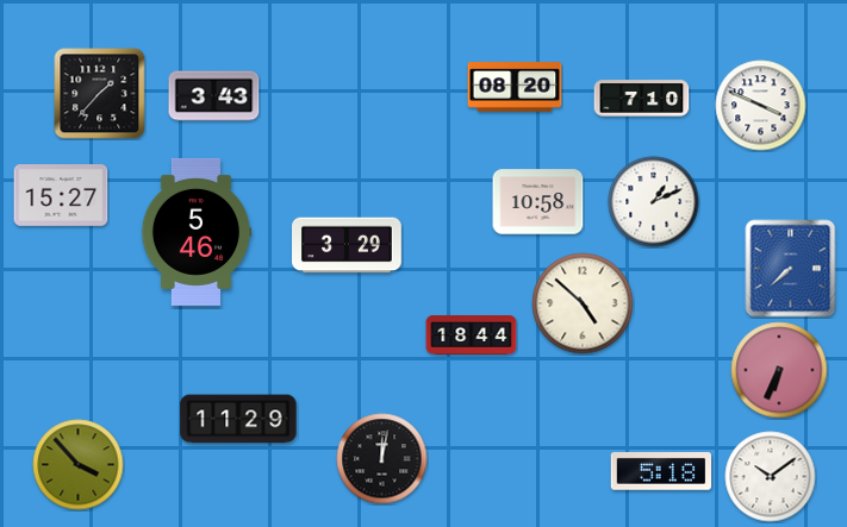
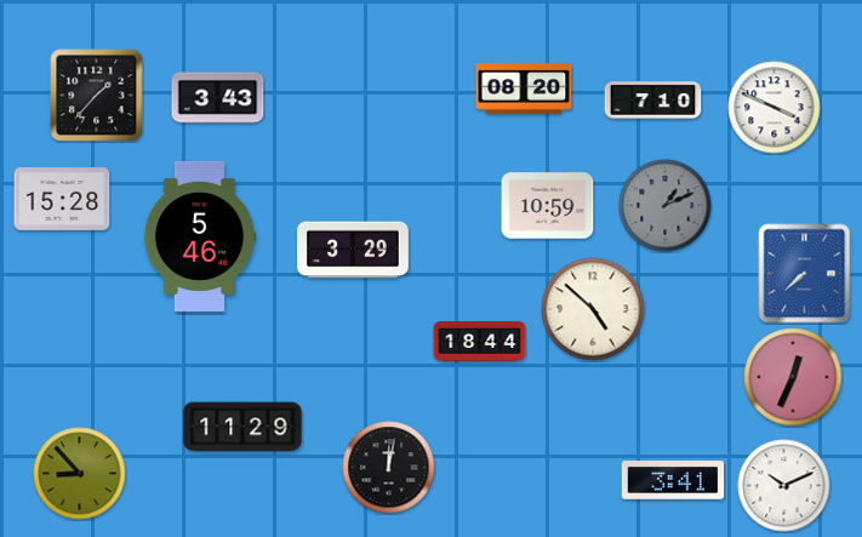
clock at (100, 94) position: (100, 94) -> (97, 96)
clock at (61, 196): 15:27 -> 15:28
clock at (538, 202): 10:58 -> 10:59
clock at (654, 202) dial: white -> grey
clock at (779, 370): 6:34 -> 12:34
clock at (79, 465): 3:53 -> 8:53
clock at (660, 471): 5:18 -> 3:41
clock at (771, 477): 10:09 -> 10:11
